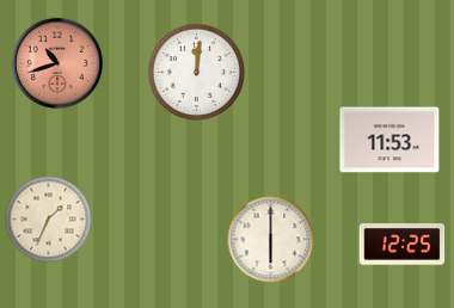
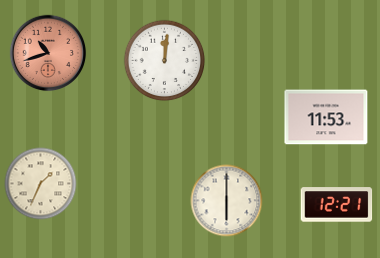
clock at (403, 245): 12:25 -> 12:21
